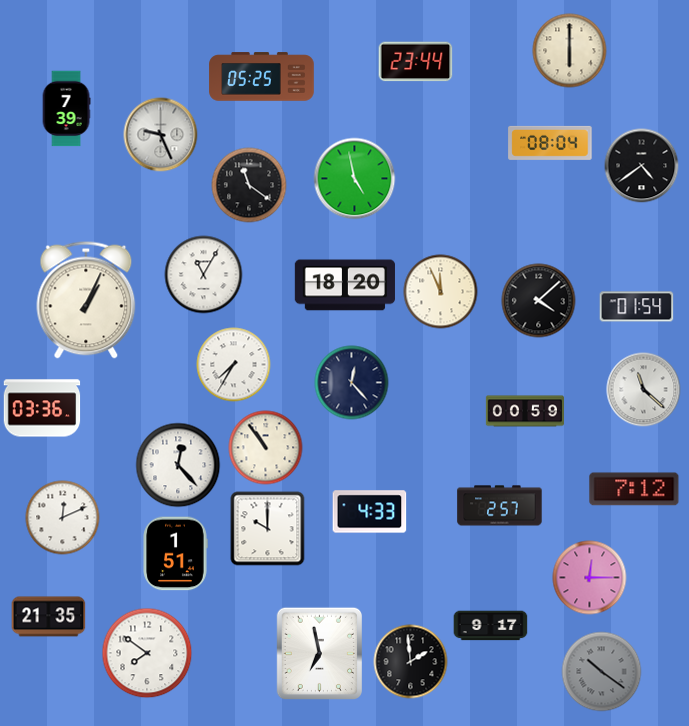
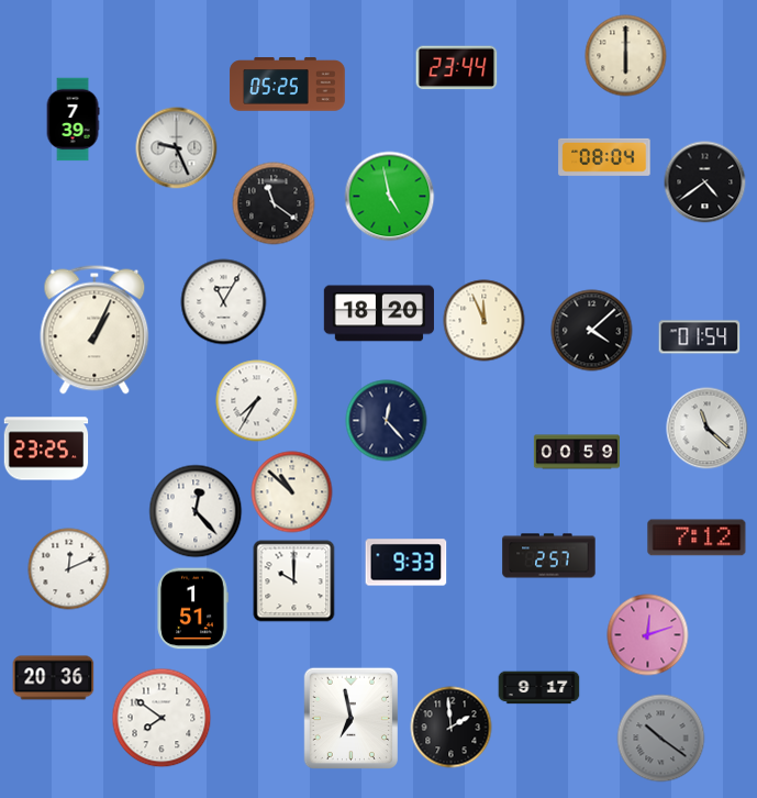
clock at (42, 408): 03:36 -> 23:25
clock at (266, 448): 10:54 -> 10:52
clock at (370, 512): 4:33 -> 9:33
clock at (590, 578): 12:15 -> 12:12
clock at (49, 617): 21:35 -> 20:36
